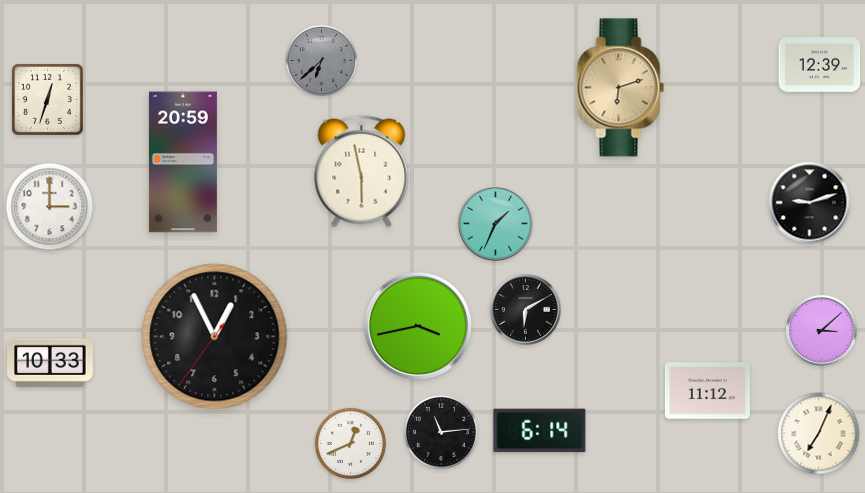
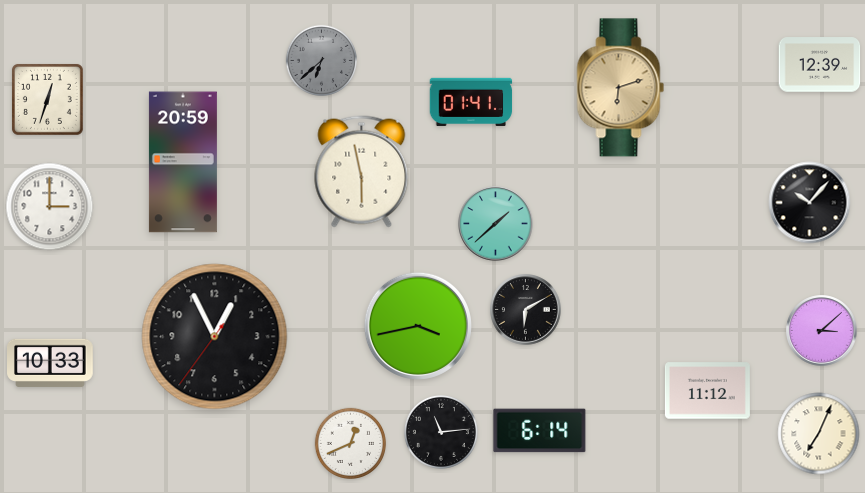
clock at (471, 102): none -> 01:41
clock at (810, 203): 9:12 -> 10:07
clock at (496, 224): 1:34 -> 1:38
